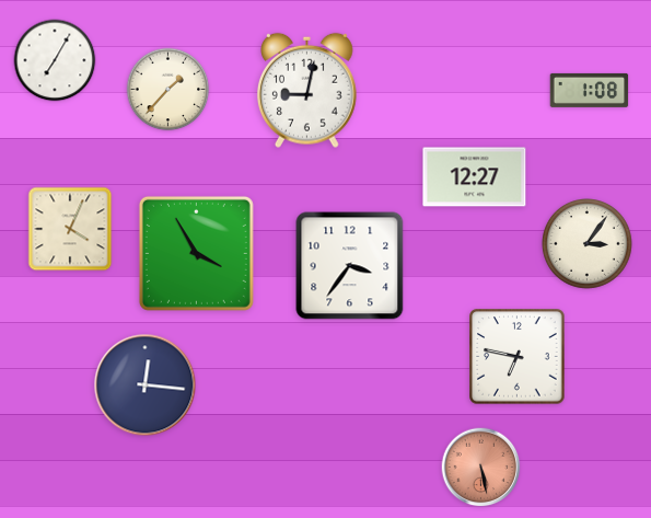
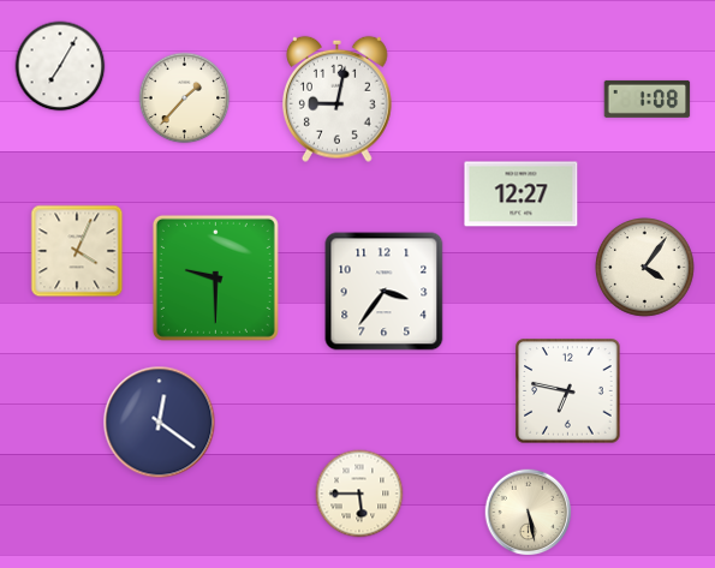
clock at (588, 244): 3:06 -> 4:06
clock at (196, 253): 3:55 -> 9:30
clock at (146, 385): 12:16 -> 12:21
clock at (359, 494): none -> 5:45
clock at (481, 468) dial: salmon -> cream
